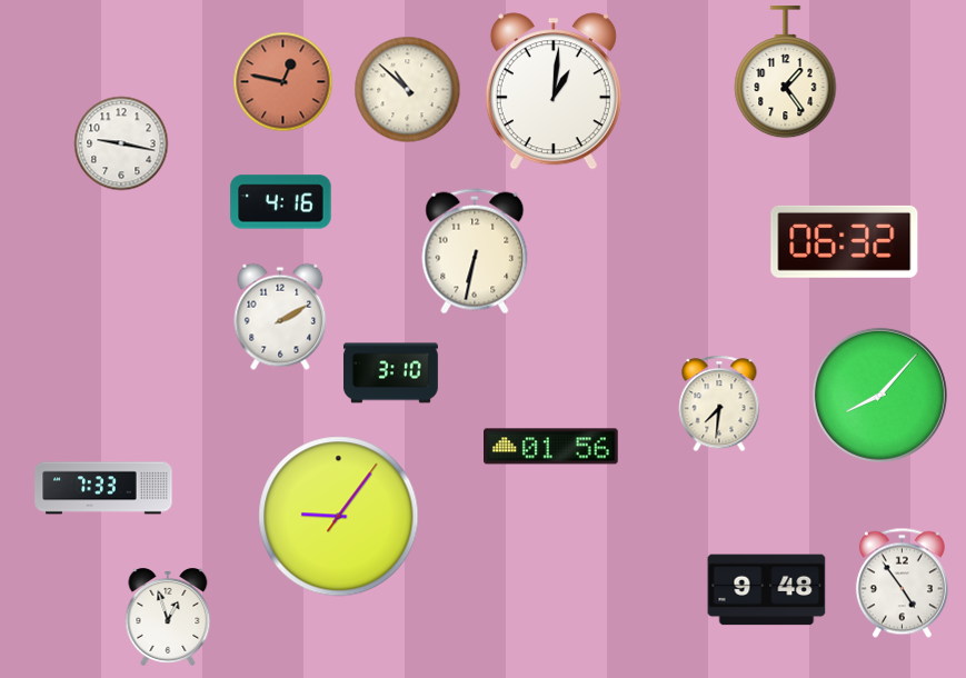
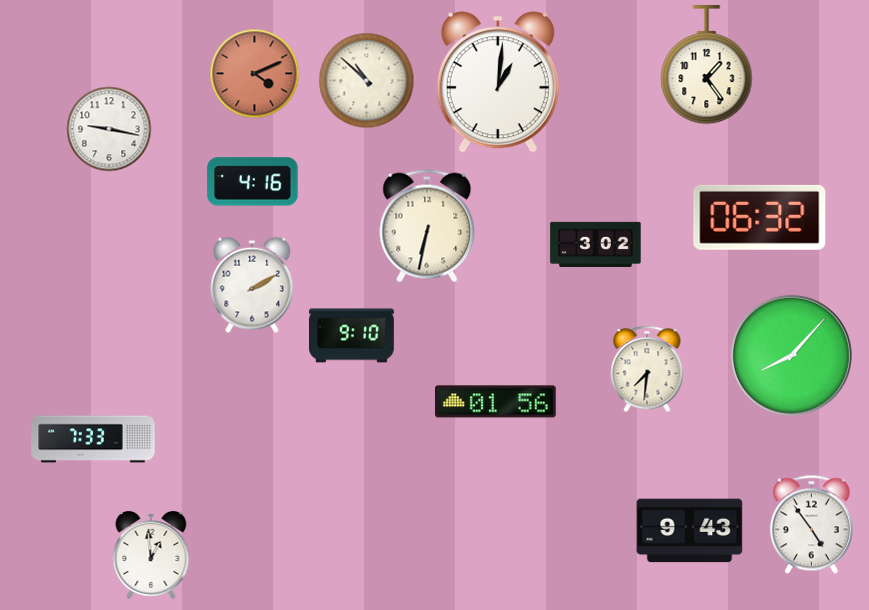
clock at (283, 82): 12:47 -> 4:11
clock at (596, 244): none -> 3:02
clock at (390, 373): 3:10 -> 9:10
clock at (719, 403) position: (719, 403) -> (647, 369)
clock at (339, 517): 9:06 -> none
clock at (767, 590): 9:48 -> 9:43
clock at (168, 617): 12:57 -> 12:59
